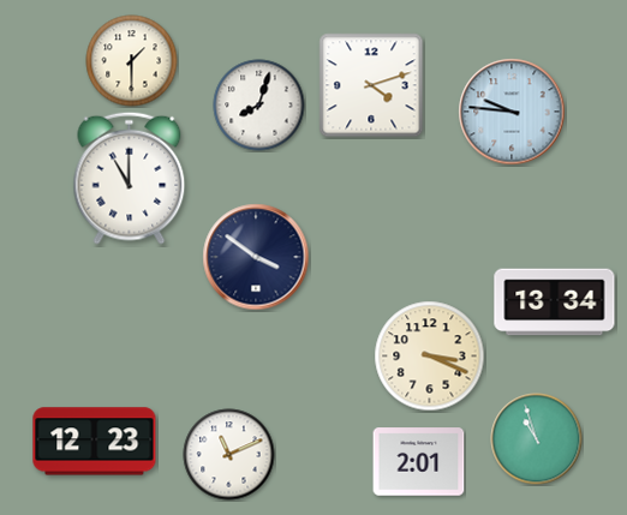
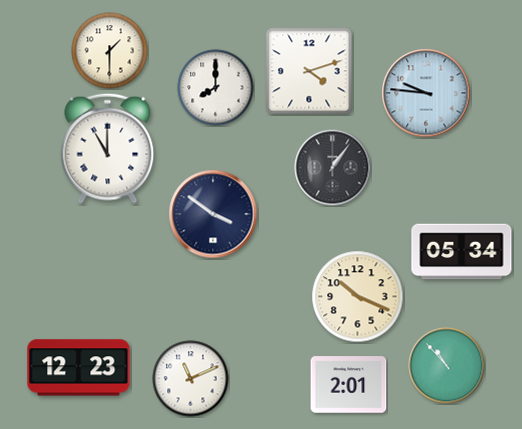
clock at (259, 106): 8:03 -> 8:00
clock at (333, 168): none -> 1:06
clock at (555, 303): 13:34 -> 05:34
clock at (430, 357): 3:19 -> 10:19
clock at (537, 439): 10:57 -> 10:53
